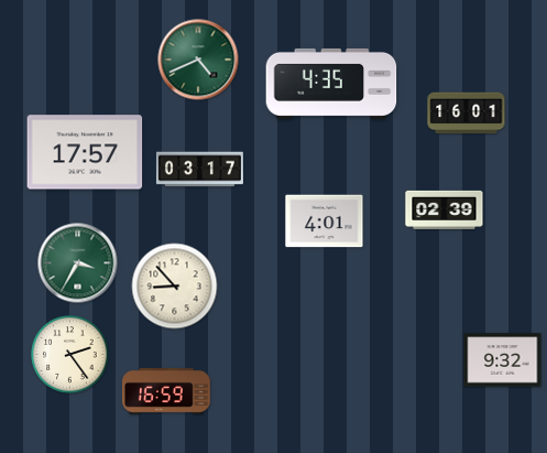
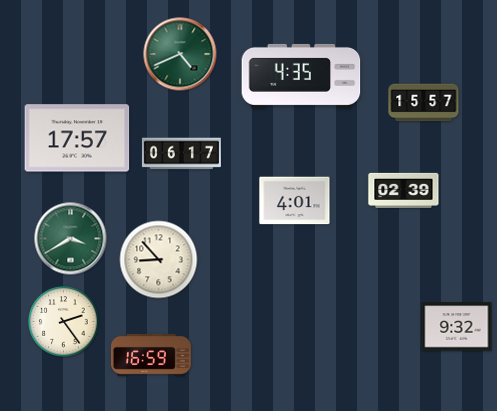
clock at (467, 114): 16:01 -> 15:57
clock at (199, 170): 03:17 -> 06:17
clock at (78, 263): 3:35 -> 3:40
